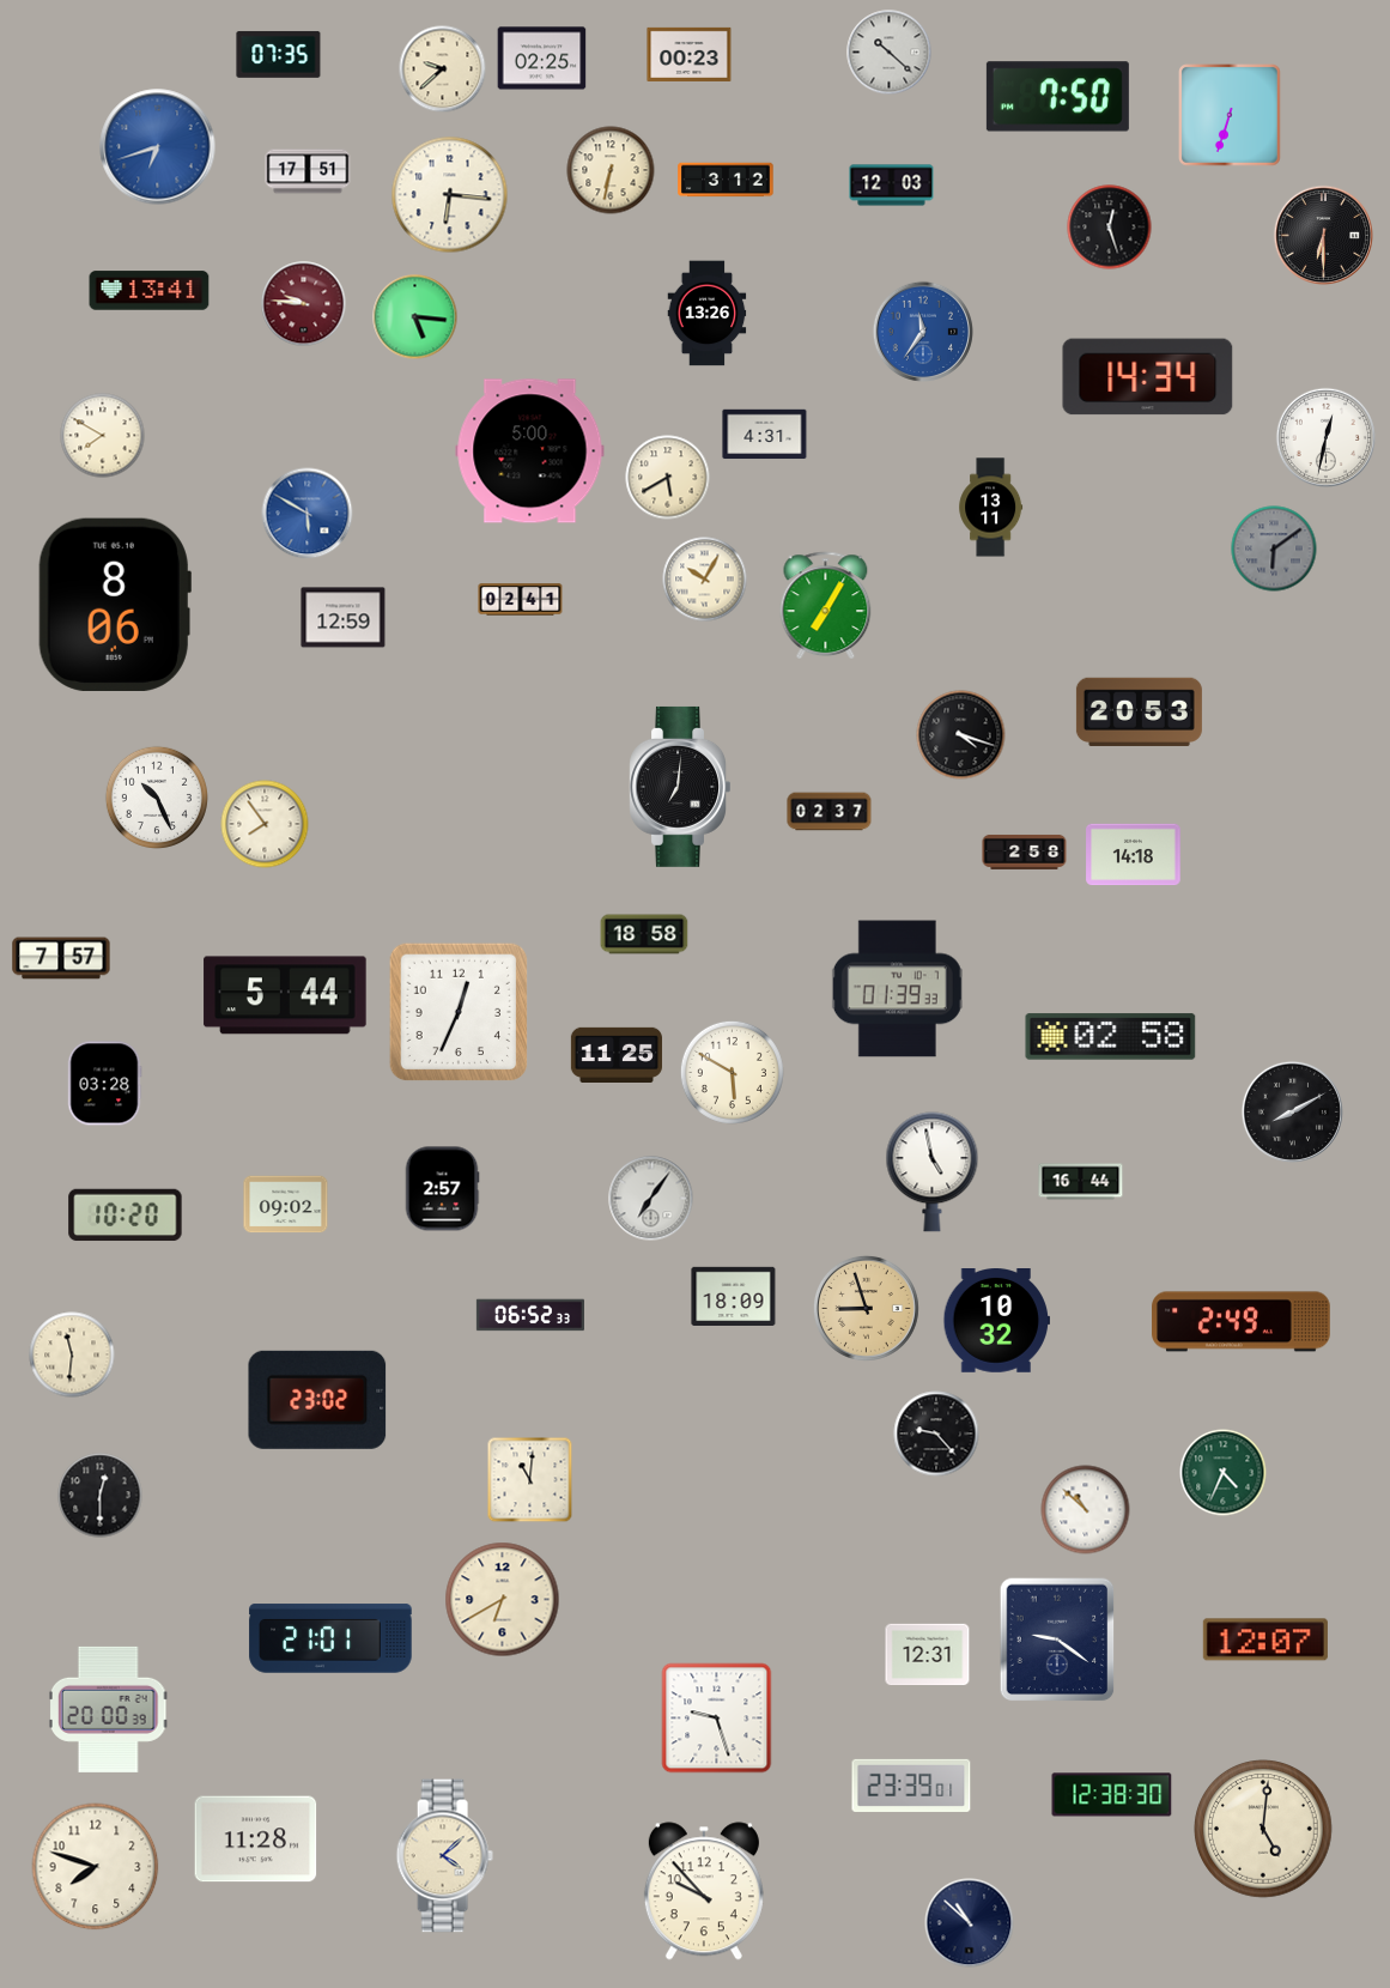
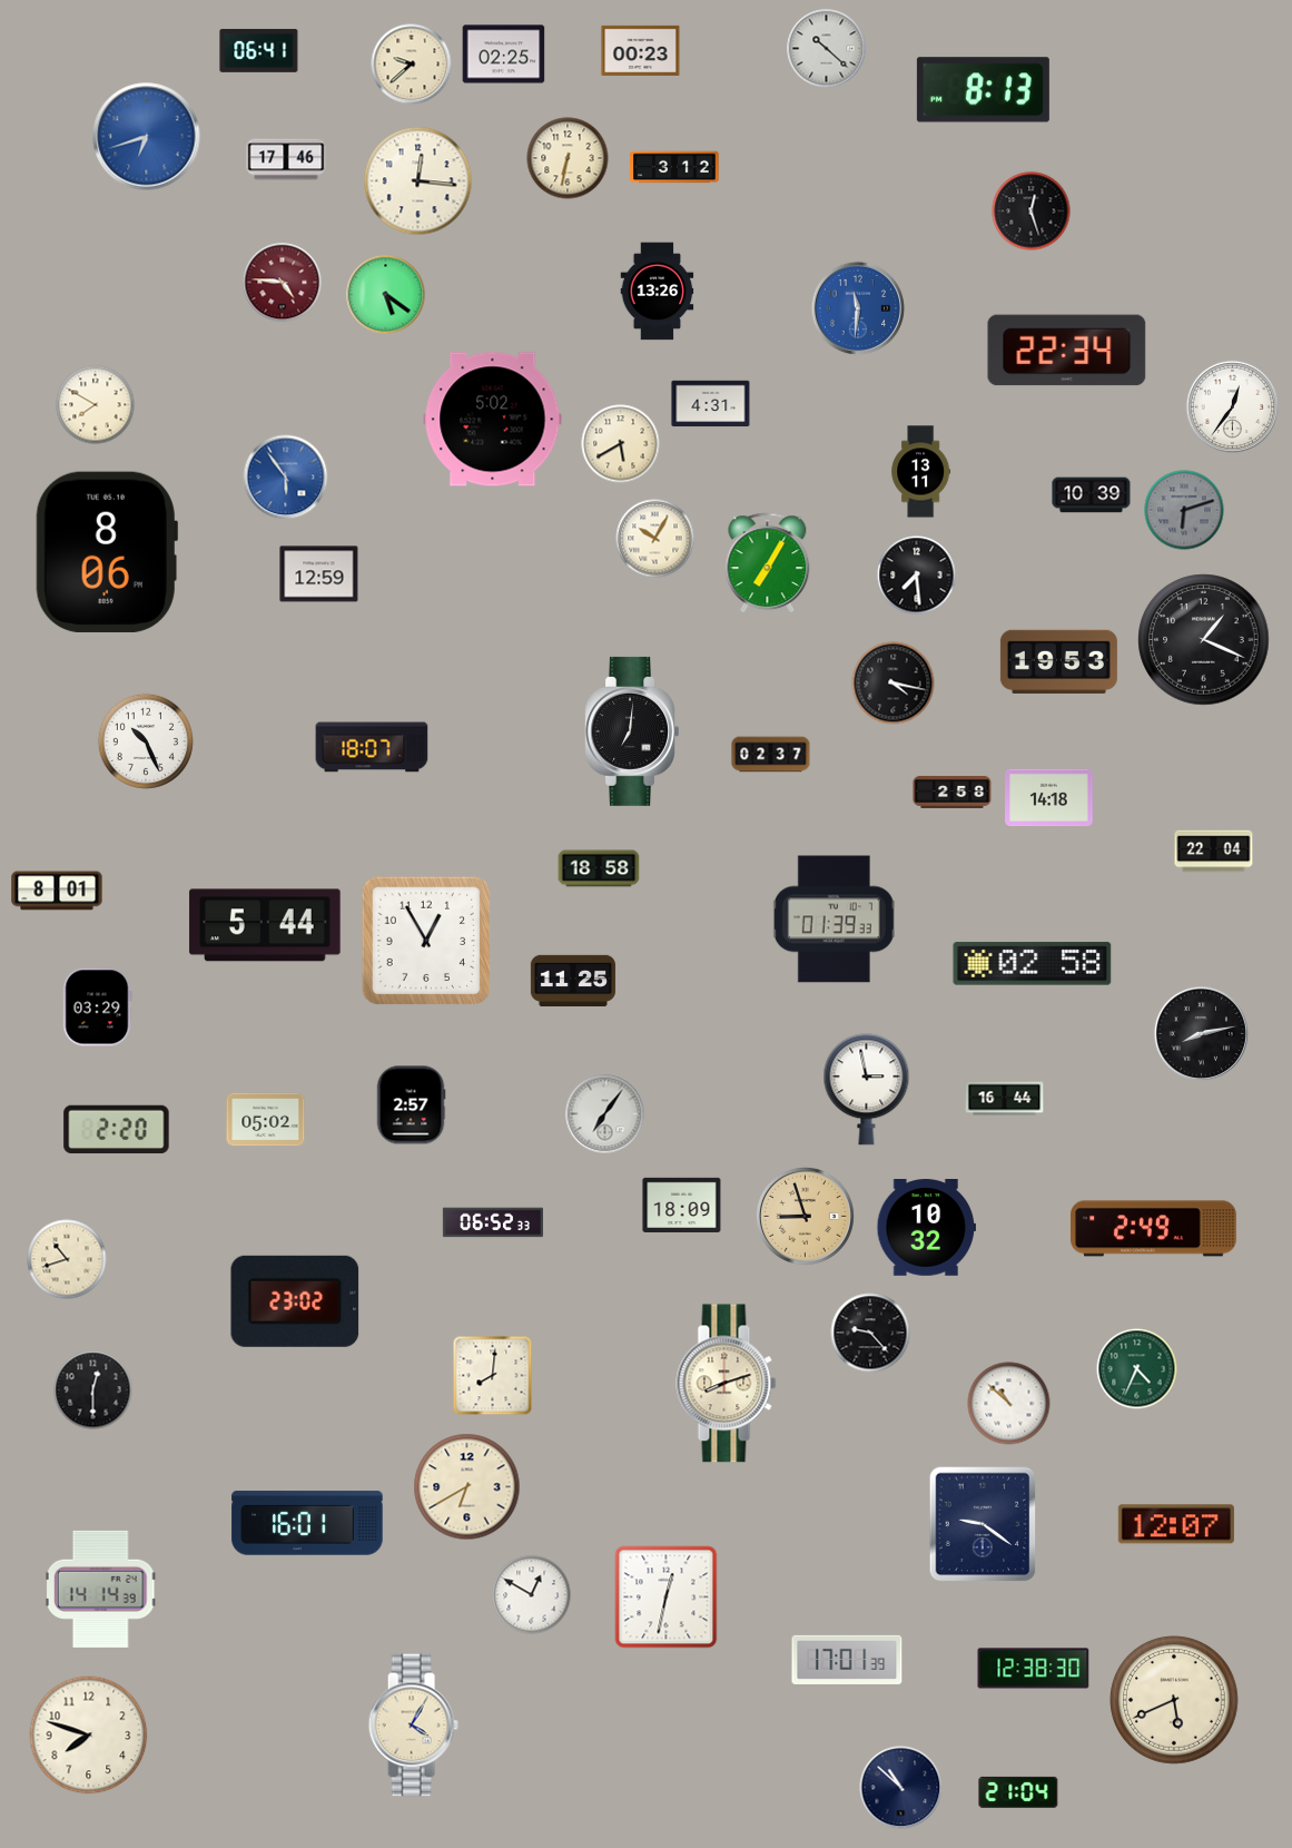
clock at (279, 54): 07:35 -> 06:41
clock at (1057, 97): 7:50 -> 8:13
clock at (1231, 116): 6:33 -> none
clock at (308, 171): 17:51 -> 17:46
clock at (892, 186): 12:03 -> none
clock at (450, 195): 6:16 -> 12:16
clock at (1323, 235): 6:30 -> none
clock at (150, 291): 13:41 -> none
clock at (304, 304): 9:46 -> 4:46
clock at (415, 317): 5:16 -> 5:21
clock at (923, 332): 11:36 -> 11:31
clock at (1148, 377): 14:34 -> 22:34
clock at (1325, 437): 12:32 -> 12:36
clock at (530, 451): 5:00 -> 5:02
clock at (308, 514): 5:50 -> 5:54
clock at (1092, 495): none -> 10:39
clock at (1274, 548): 6:09 -> 6:12
clock at (521, 600): 02:41 -> none
clock at (115, 605) position: (115, 605) -> (107, 552)
clock at (917, 576): none -> 7:29
clock at (1204, 640): none -> 1:19
clock at (1139, 711): 20:53 -> 19:53
clock at (961, 735): 4:18 -> 4:17
clock at (372, 747): none -> 18:07
clock at (265, 824): 7:54 -> none
clock at (1134, 855) position: (1134, 855) -> (1049, 798)
clock at (1214, 852): none -> 22:04
clock at (61, 958): 7:57 -> 8:01
clock at (459, 1012): 12:34 -> 12:55
clock at (732, 1072): 5:50 -> none
clock at (105, 1084): 03:28 -> 03:29
clock at (1292, 1111): 8:10 -> 8:13
clock at (933, 1172): 4:58 -> 2:58
clock at (286, 1205): 09:02 -> 05:02
clock at (126, 1216): 10:20 -> 2:20
clock at (72, 1354): 11:31 -> 10:42
clock at (530, 1480): 11:01 -> 8:01
clock at (727, 1384): none -> 8:12
clock at (330, 1638): 21:01 -> 16:01
clock at (928, 1655): 12:31 -> none
clock at (108, 1709): 20:00 -> 14:14
clock at (532, 1595): none -> 12:50
clock at (717, 1719): 9:27 -> 12:32
clock at (911, 1786): 23:39 -> 17:01
clock at (1264, 1830): 5:01 -> 5:41
clock at (256, 1839): 11:28 -> none
clock at (444, 1856): 4:08 -> 4:05
clock at (704, 1891): 9:53 -> none
clock at (1018, 1792): none -> 21:04
